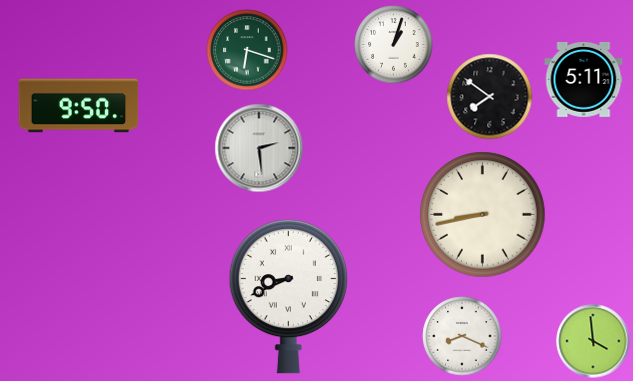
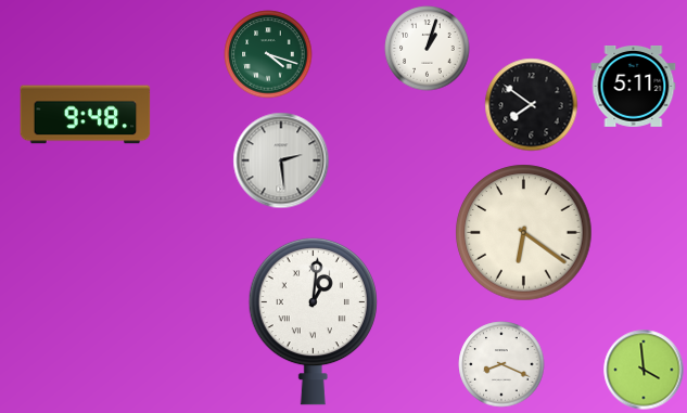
clock at (247, 50): 6:18 -> 4:18
clock at (79, 106): 9:50 -> 9:48
clock at (483, 215): 8:43 -> 6:21
clock at (288, 296): 8:41 -> 1:01
